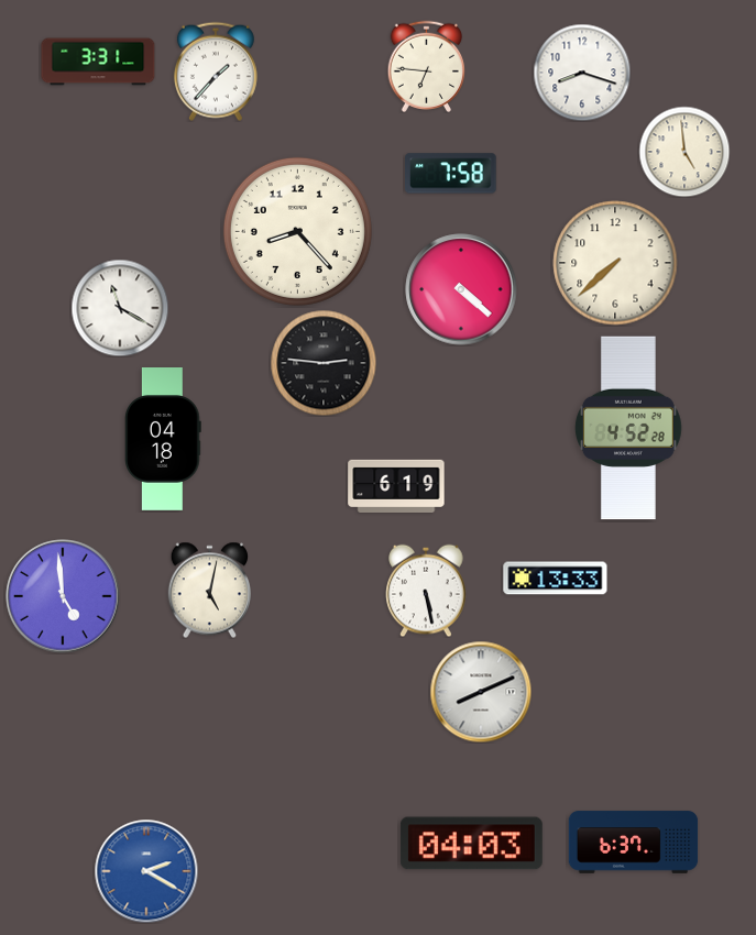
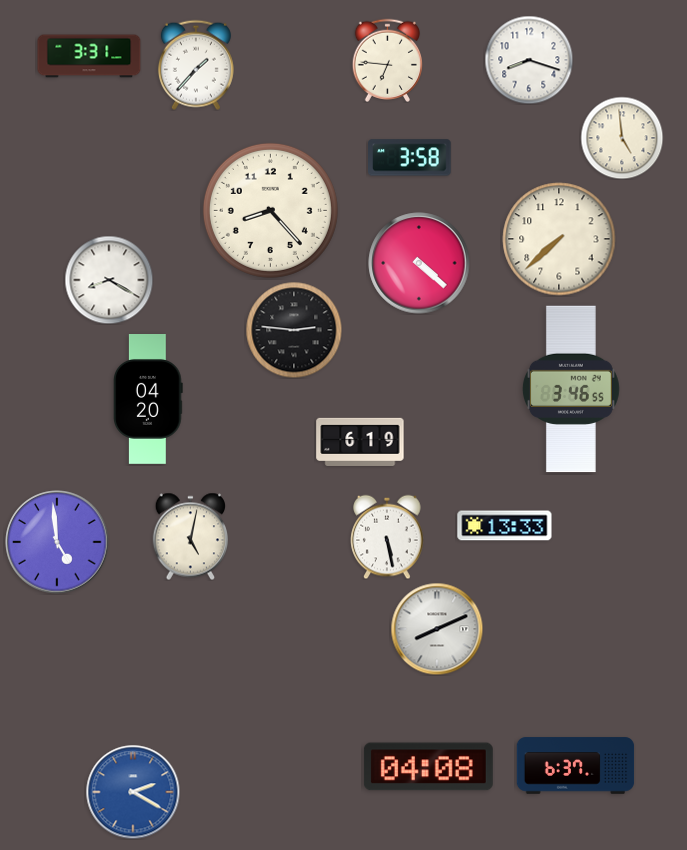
clock at (582, 73) position: (582, 73) -> (529, 60)
clock at (451, 174): 7:58 -> 3:58
clock at (120, 308): 11:20 -> 8:20
clock at (628, 428): 4:52 -> 3:46
clock at (164, 440): 04:18 -> 04:20
clock at (471, 844): 04:03 -> 04:08
